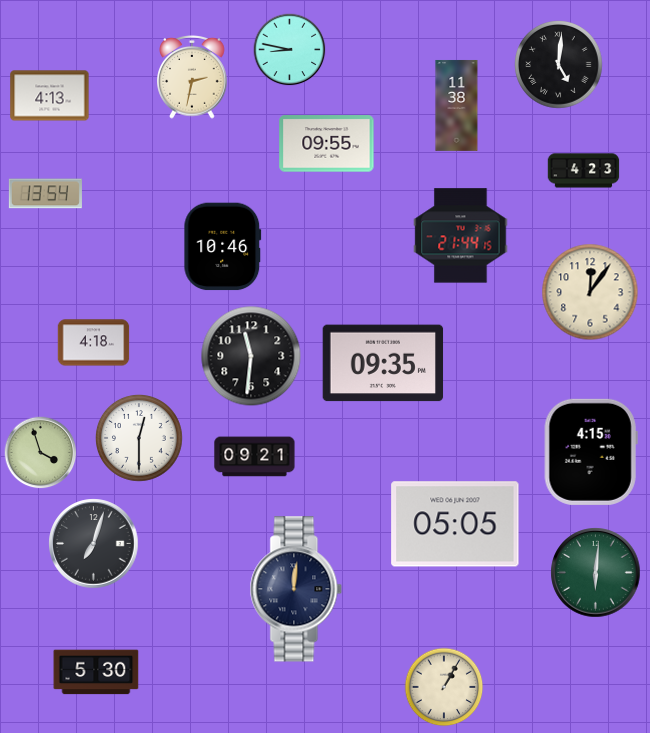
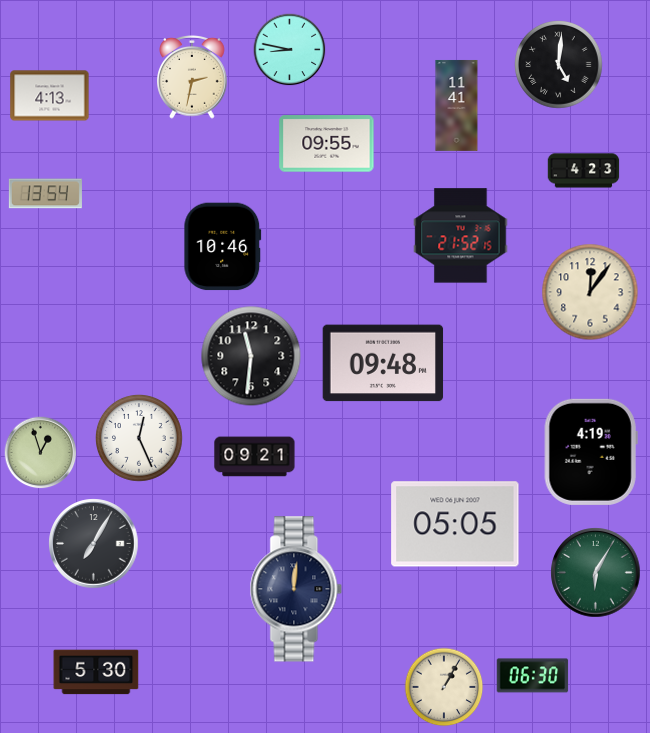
clock at (457, 105): 11:38 -> 11:41
clock at (461, 236): 21:44 -> 21:52
clock at (94, 343): 4:18 -> none
clock at (383, 363): 09:35 -> 09:48
clock at (140, 439): 12:30 -> 12:26
clock at (591, 452): 4:15 -> 4:19
clock at (41, 453): 3:57 -> 12:57
clock at (94, 544): 7:03 -> 7:05
clock at (596, 573): 6:01 -> 6:05
clock at (533, 676): none -> 06:30
